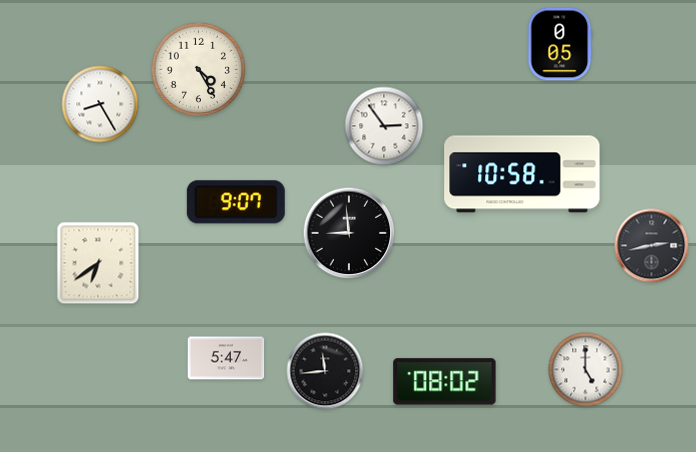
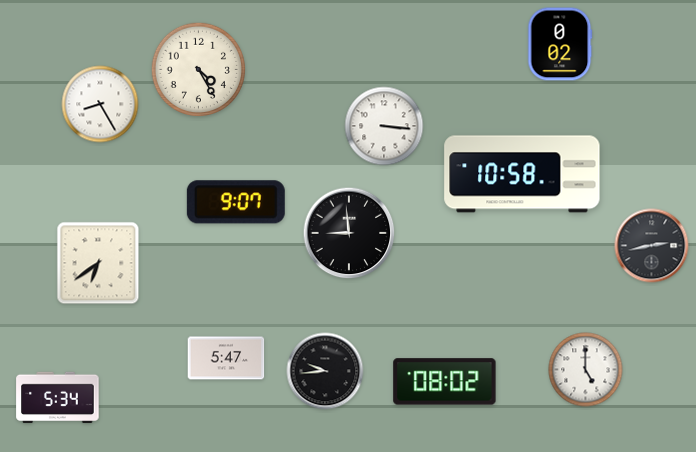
clock at (560, 44): 0:05 -> 0:02
clock at (384, 126): 2:54 -> 3:16
clock at (325, 371): 11:44 -> 9:44
clock at (58, 398): none -> 5:34
